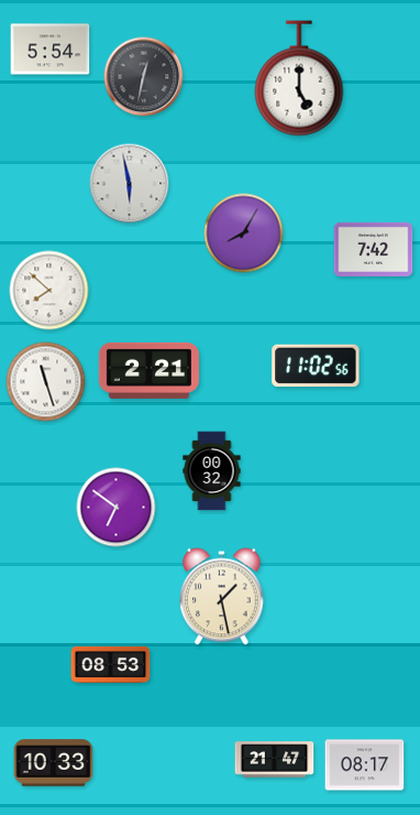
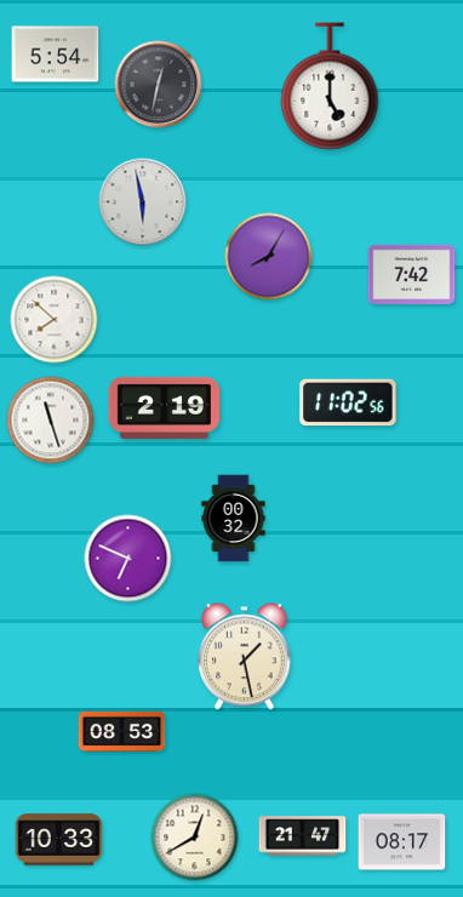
clock at (148, 370): 2:21 -> 2:19
clock at (117, 508): 6:51 -> 6:49
clock at (195, 838): none -> 12:40
